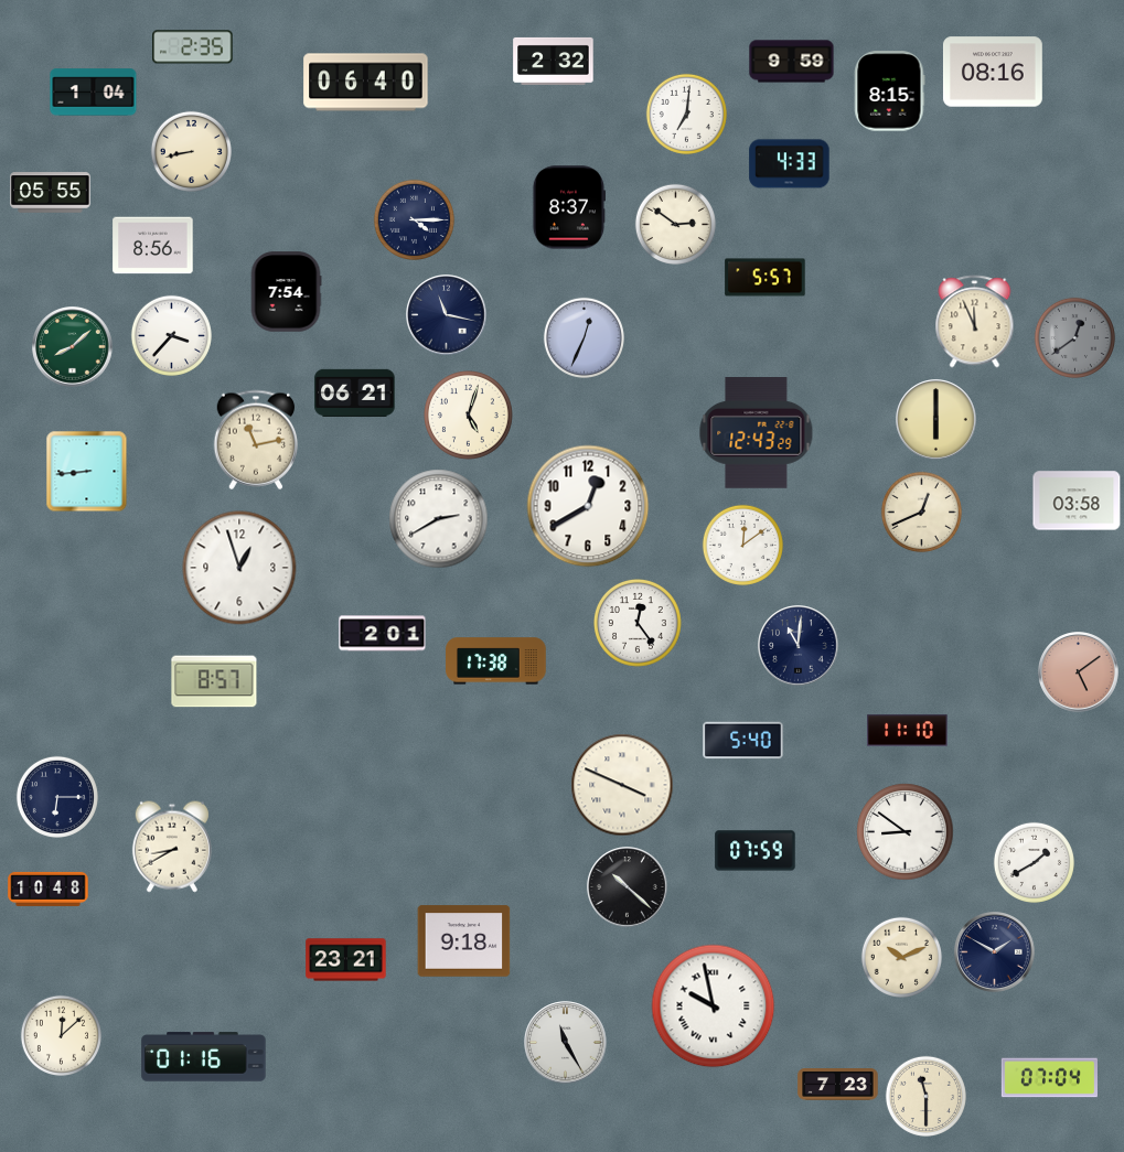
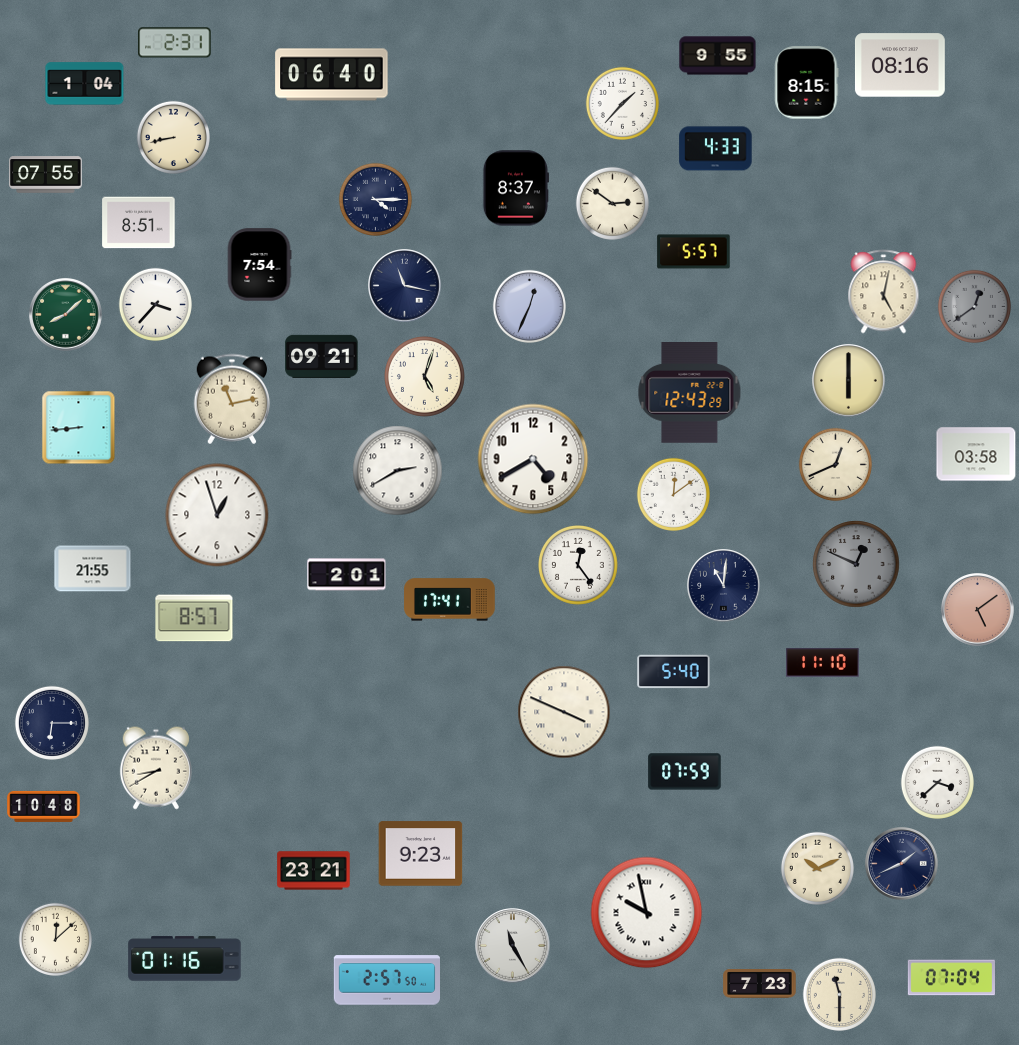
clock at (193, 47): 2:35 -> 2:31
clock at (554, 61): 2:32 -> none
clock at (792, 62): 9:59 -> 9:55
clock at (686, 114): 7:01 -> 1:37
clock at (51, 193): 05:55 -> 07:55
clock at (153, 246): 8:56 -> 8:51
clock at (975, 322): 11:56 -> 5:02
clock at (355, 392): 06:21 -> 09:21
clock at (757, 433) position: (757, 433) -> (690, 393)
clock at (588, 506): 12:40 -> 4:40
clock at (856, 564): none -> 12:49
clock at (93, 569): none -> 21:55
clock at (496, 661): 17:38 -> 17:41
clock at (906, 832): 8:51 -> none
clock at (1034, 862): 1:40 -> 3:38
clock at (628, 887): 10:22 -> none
clock at (464, 941): 9:18 -> 9:23
clock at (995, 952): 1:50 -> 1:41
clock at (386, 980): none -> 2:57
